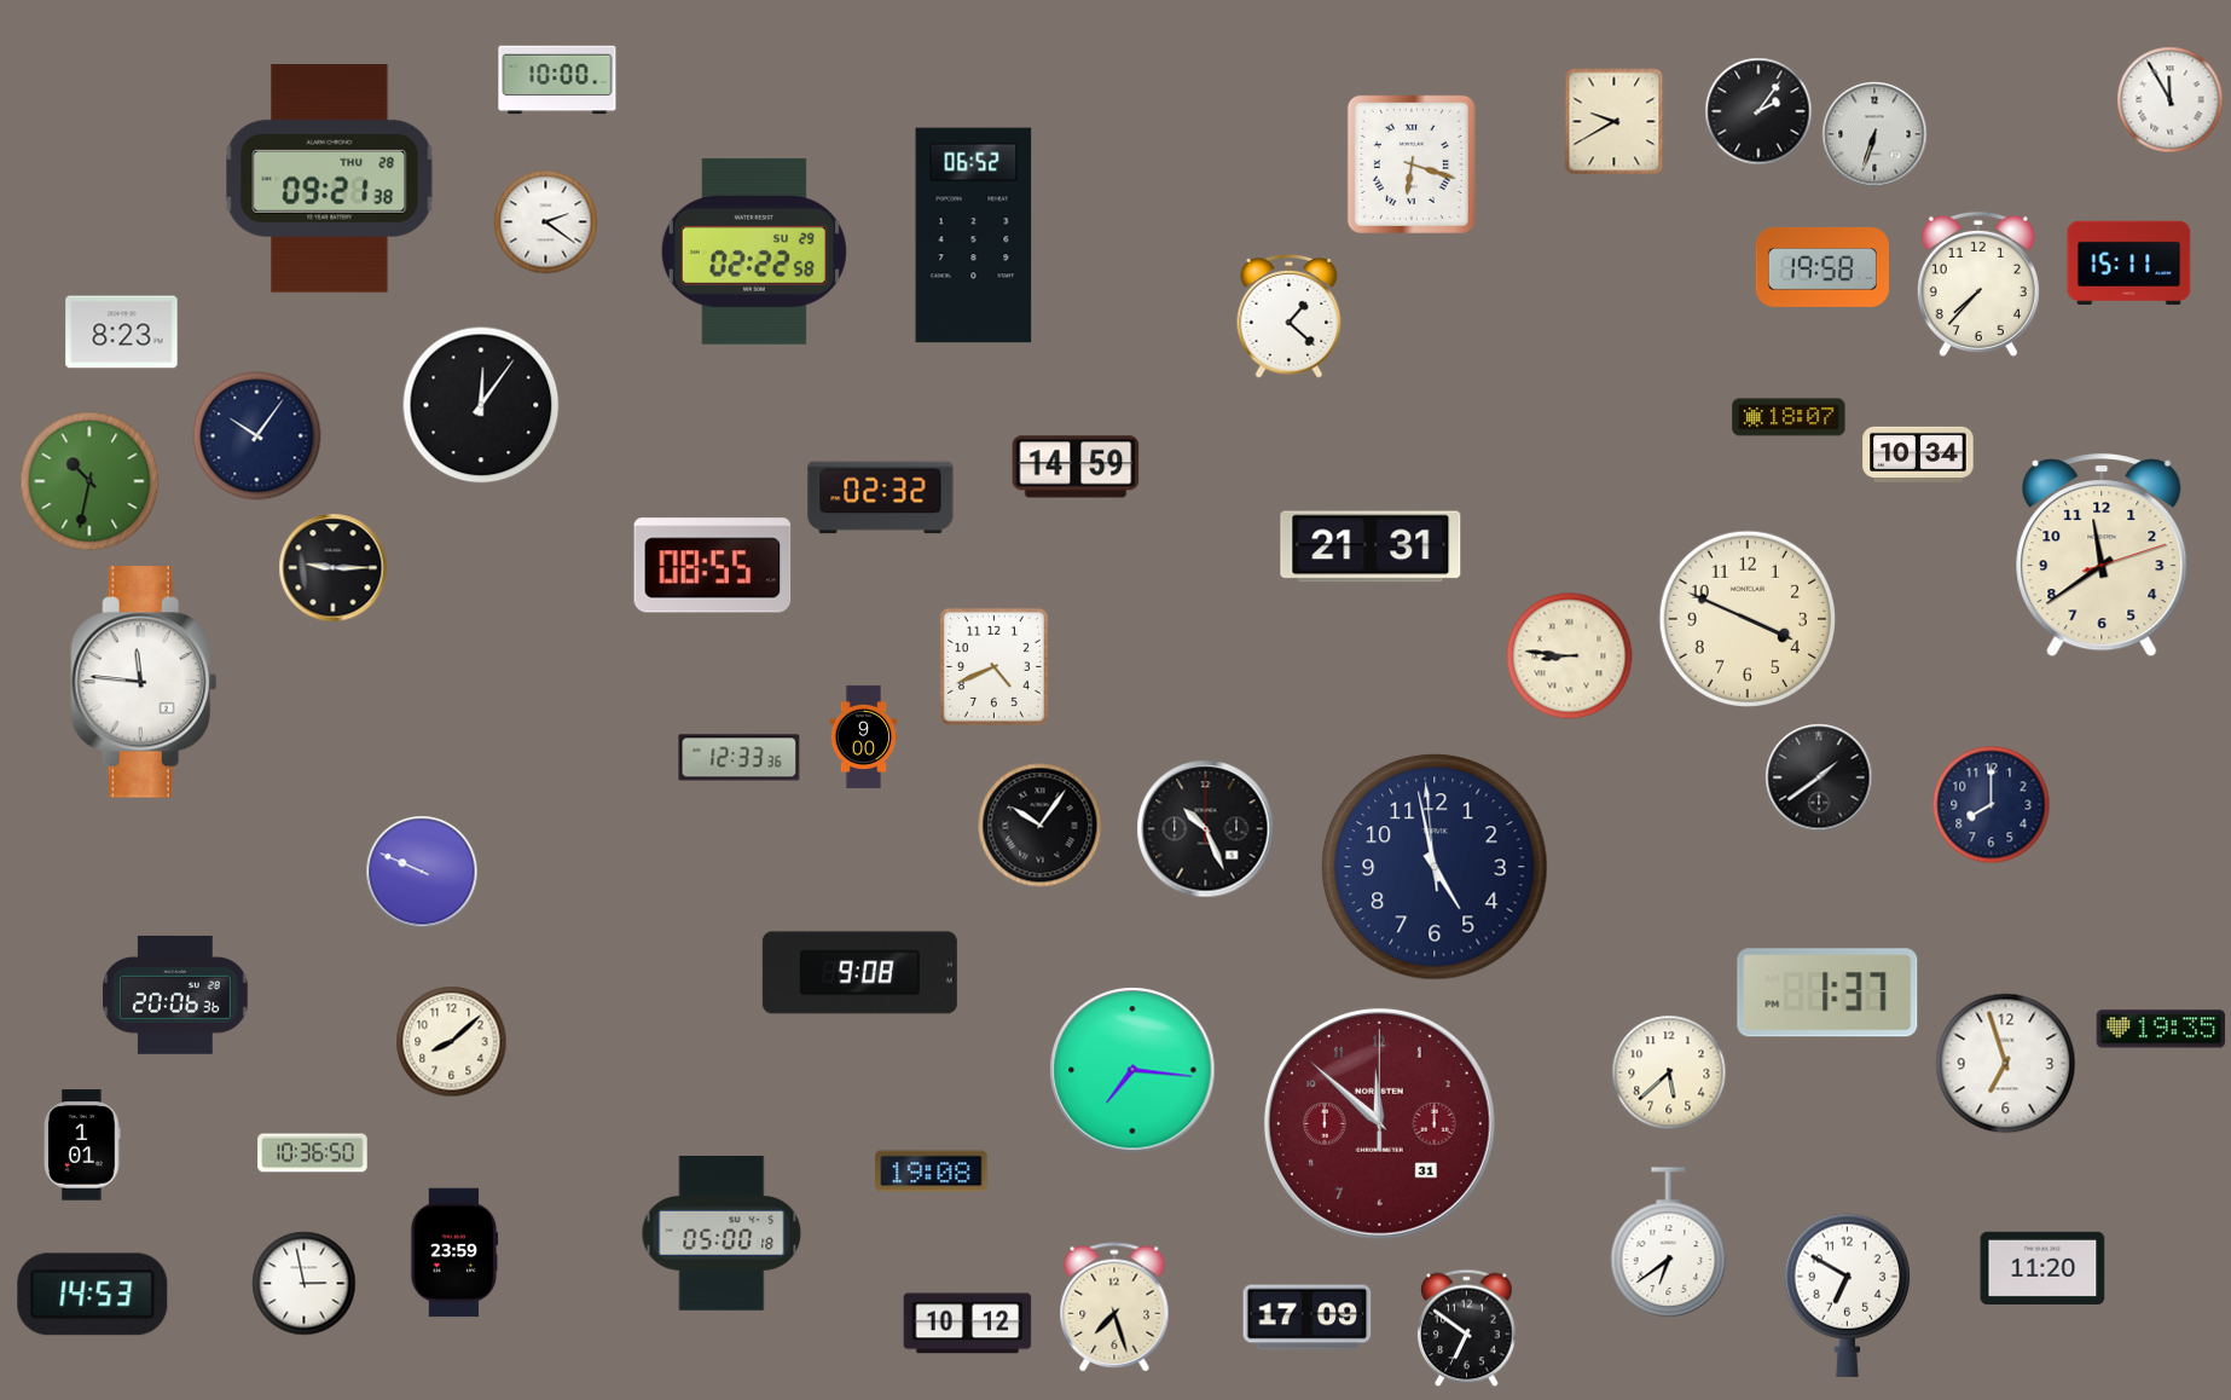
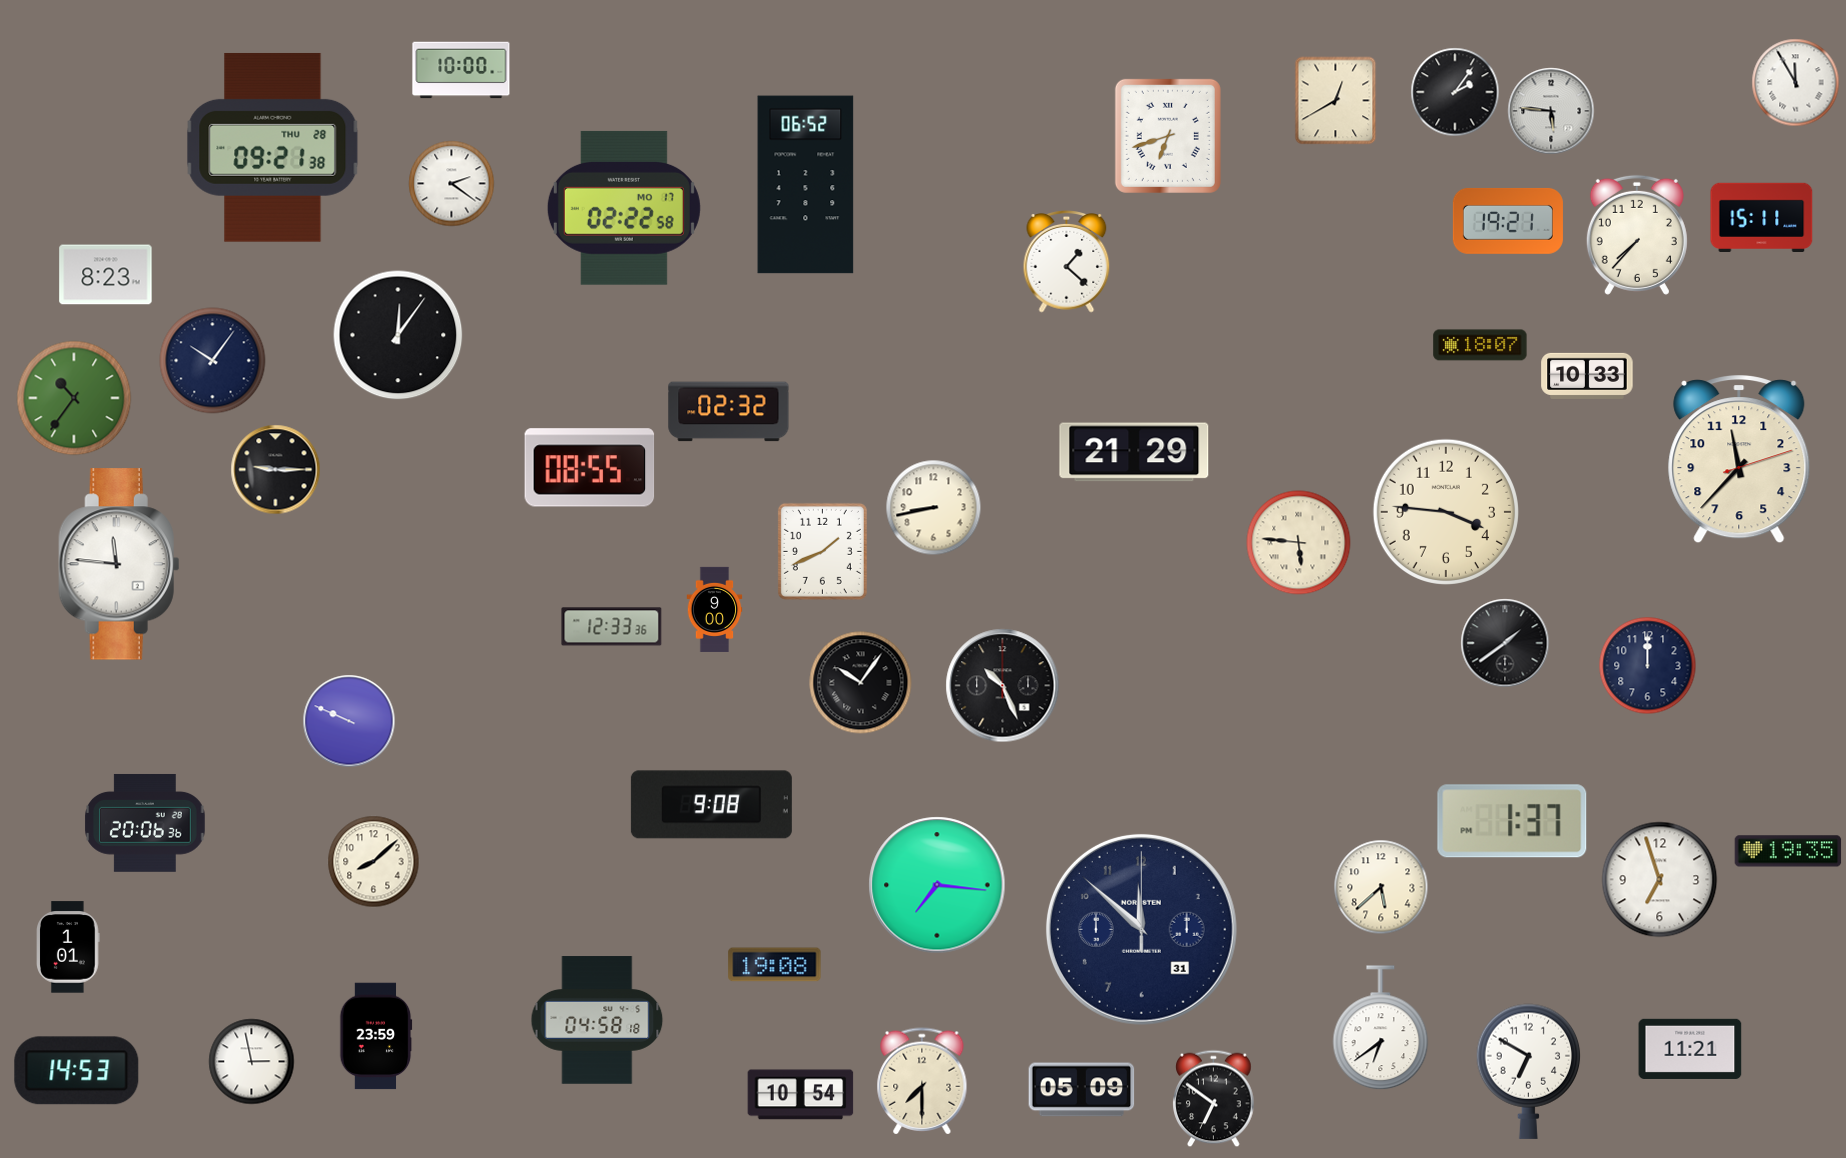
clock at (557, 80) position: (557, 80) -> (461, 70)
clock at (1615, 122): 9:40 -> 12:40
clock at (1874, 134): 6:33 -> 5:46
clock at (1412, 164): 6:18 -> 6:42
clock at (974, 236) position: (974, 236) -> (806, 185)
clock at (754, 251) date: SU 29 -> MO 17
clock at (1823, 267): 19:58 -> 19:21
clock at (122, 332) position: (122, 332) -> (106, 275)
clock at (1918, 455): 10:34 -> 10:33
clock at (1076, 467): 14:59 -> none
clock at (89, 481): 10:32 -> 10:36
clock at (1371, 546): 21:31 -> 21:29
clock at (2102, 556): 11:39 -> 11:37
clock at (934, 508): none -> 8:43
clock at (1748, 619): 3:49 -> 3:46
clock at (1570, 656): 8:46 -> 5:46
clock at (993, 666): 4:41 -> 1:41
clock at (1992, 805): 8:00 -> 12:00
clock at (1206, 829) position: (1206, 829) -> (1003, 686)
clock at (1435, 867): 4:57 -> none
clock at (1379, 1123) dial: burgundy -> navy
clock at (313, 1153): 10:36 -> none
clock at (932, 1172) position: (932, 1172) -> (775, 965)
clock at (722, 1233): 05:00 -> 04:58
clock at (2042, 1268): 11:20 -> 11:21
clock at (1114, 1307): 7:27 -> 7:30
clock at (1308, 1318): 17:09 -> 05:09
clock at (968, 1324): 10:12 -> 10:54
